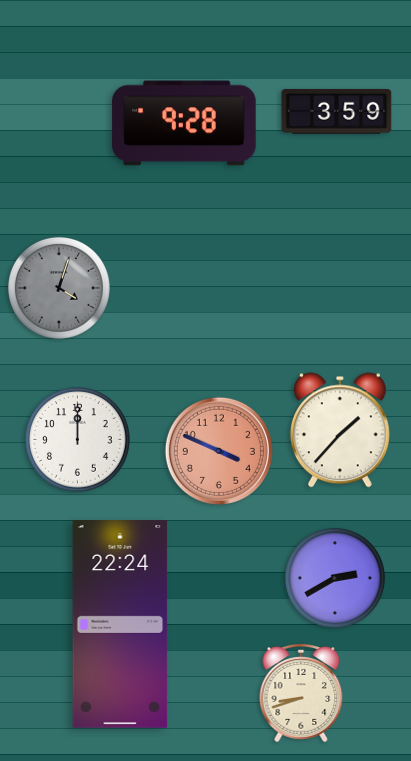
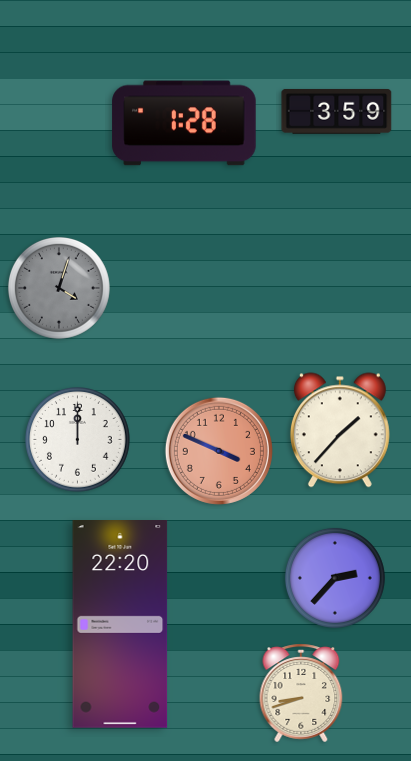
clock at (184, 123): 9:28 -> 1:28
clock at (335, 578): 2:40 -> 2:37
clock at (120, 625): 22:24 -> 22:20
